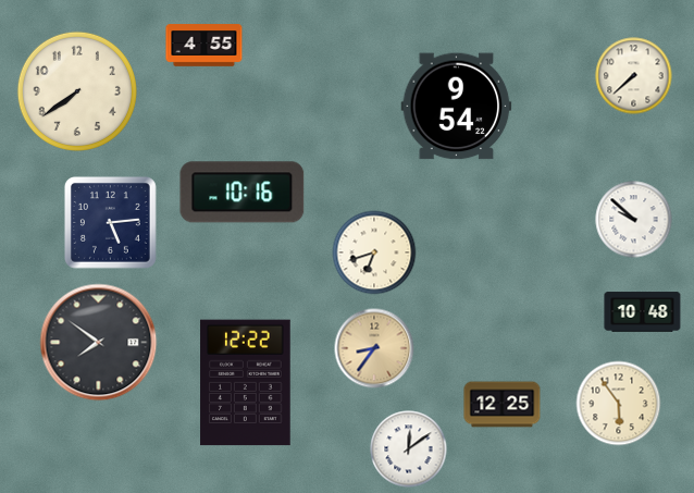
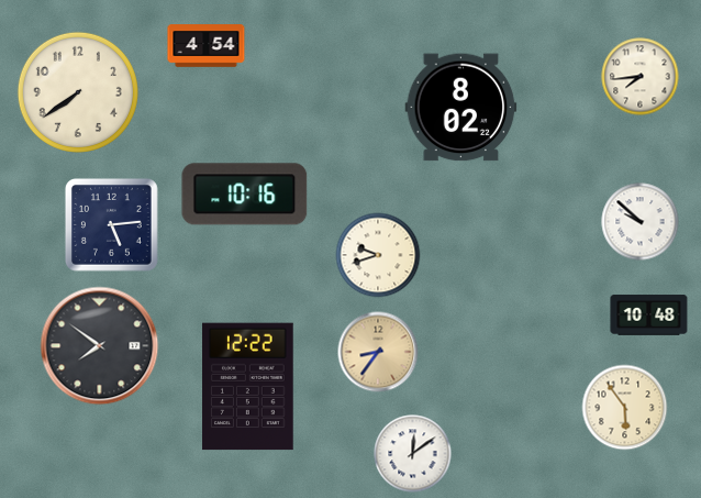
clock at (205, 46): 4:55 -> 4:54
clock at (634, 76): 7:38 -> 7:44
clock at (457, 107): 9:54 -> 8:02
clock at (374, 252): 6:42 -> 9:42
clock at (503, 405): 12:25 -> none
